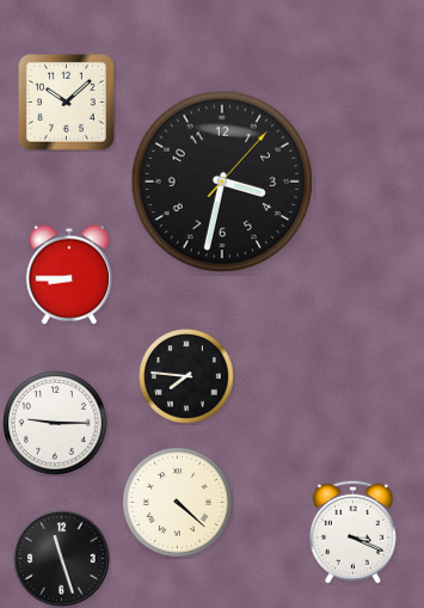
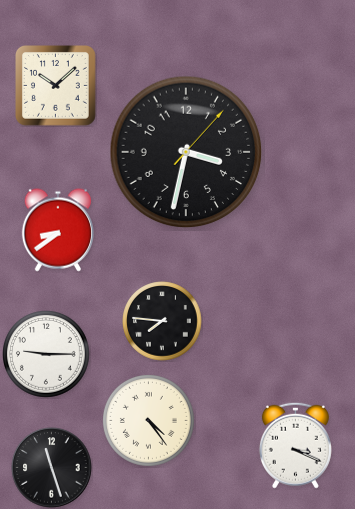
clock at (69, 275): 8:45 -> 8:39
clock at (186, 376) position: (186, 376) -> (162, 321)
clock at (177, 502): 4:22 -> 4:24
